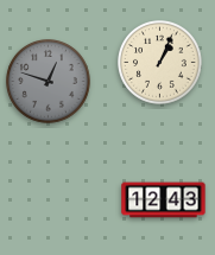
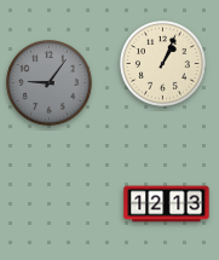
clock at (49, 82): 12:48 -> 9:06
clock at (164, 200): 12:43 -> 12:13
